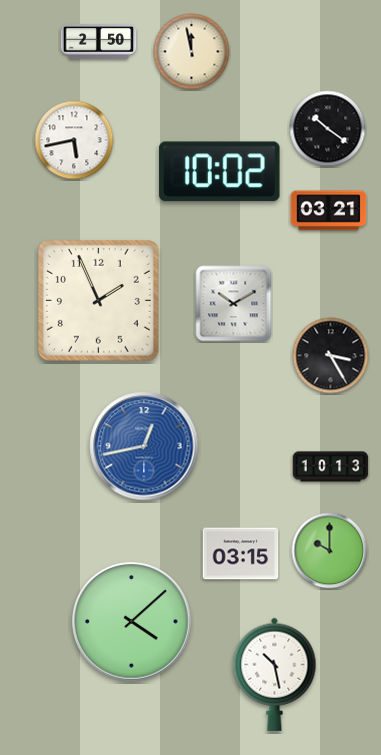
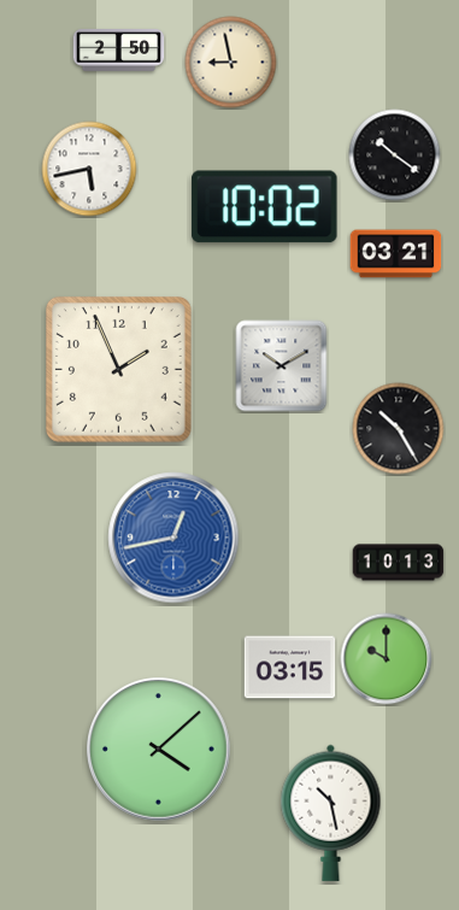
clock at (192, 52): 11:58 -> 8:58
clock at (98, 300) position: (98, 300) -> (118, 369)
clock at (331, 356): 3:25 -> 10:25
clock at (330, 551) position: (330, 551) -> (387, 659)
